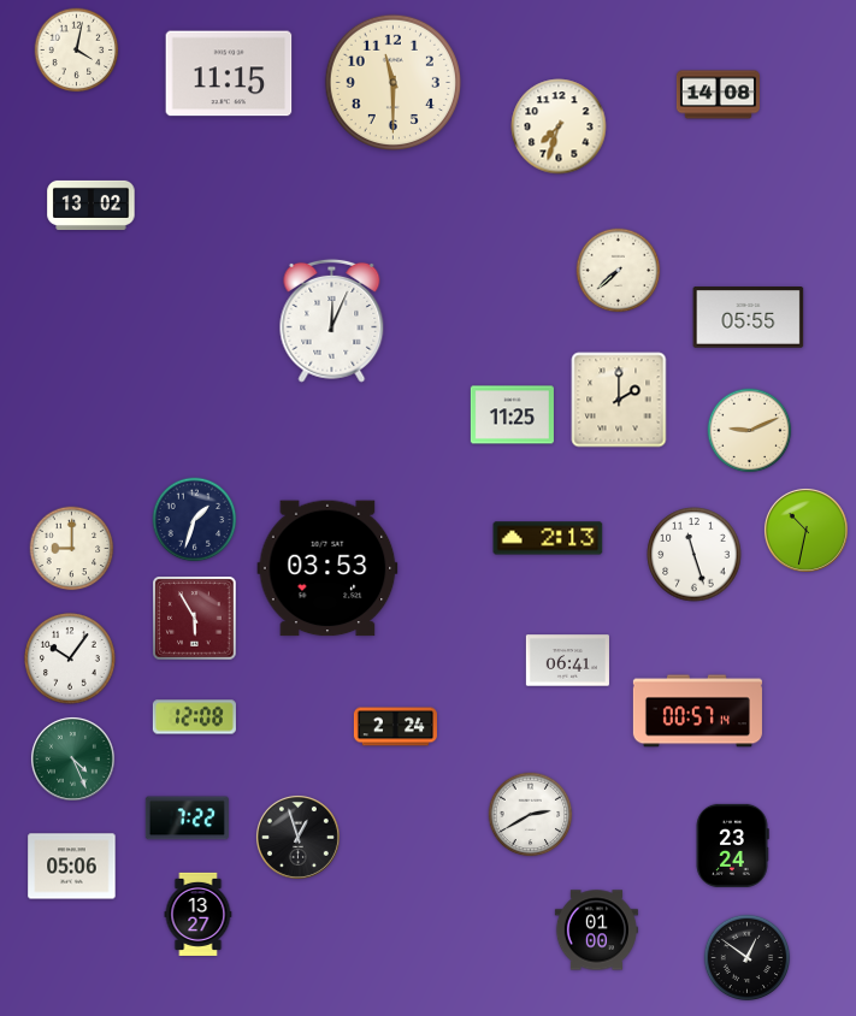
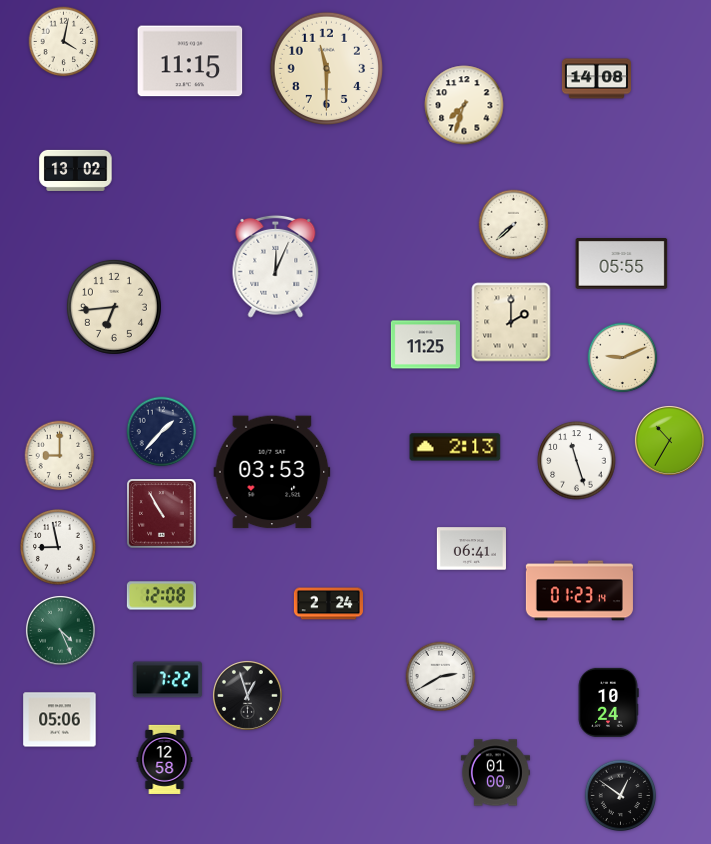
clock at (114, 307): none -> 6:44
clock at (619, 400) position: (619, 400) -> (511, 322)
clock at (195, 520): 1:33 -> 1:37
clock at (805, 530): 10:32 -> 10:35
clock at (195, 619): 5:55 -> 10:55
clock at (70, 658): 10:06 -> 8:58
clock at (697, 711): 00:57 -> 01:23
clock at (187, 819) position: (187, 819) -> (167, 680)
clock at (732, 845): 23:24 -> 10:24
clock at (199, 914): 13:27 -> 12:58
